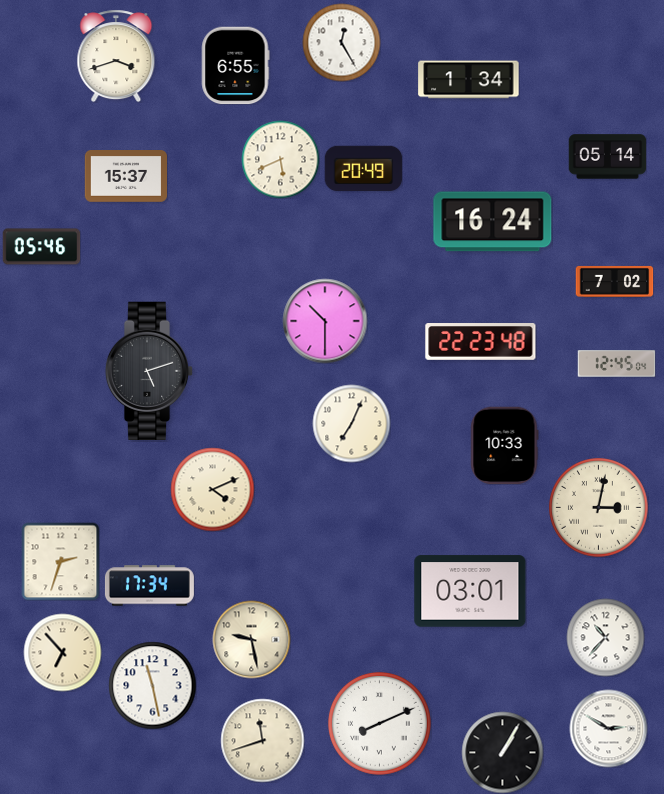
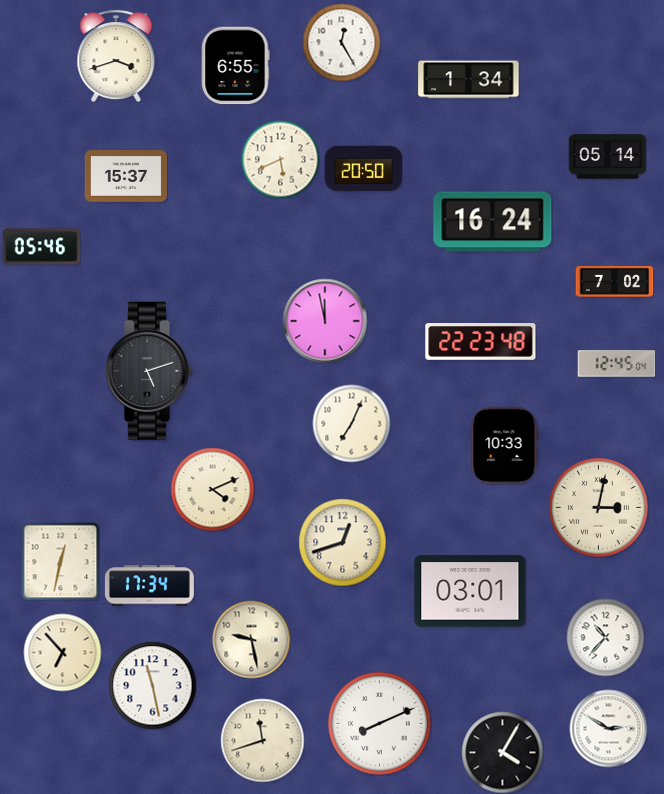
clock at (363, 169): 20:49 -> 20:50
clock at (325, 321): 10:30 -> 11:58
clock at (342, 542): none -> 12:42
clock at (60, 561): 2:33 -> 12:32
clock at (502, 752): 1:05 -> 4:05
